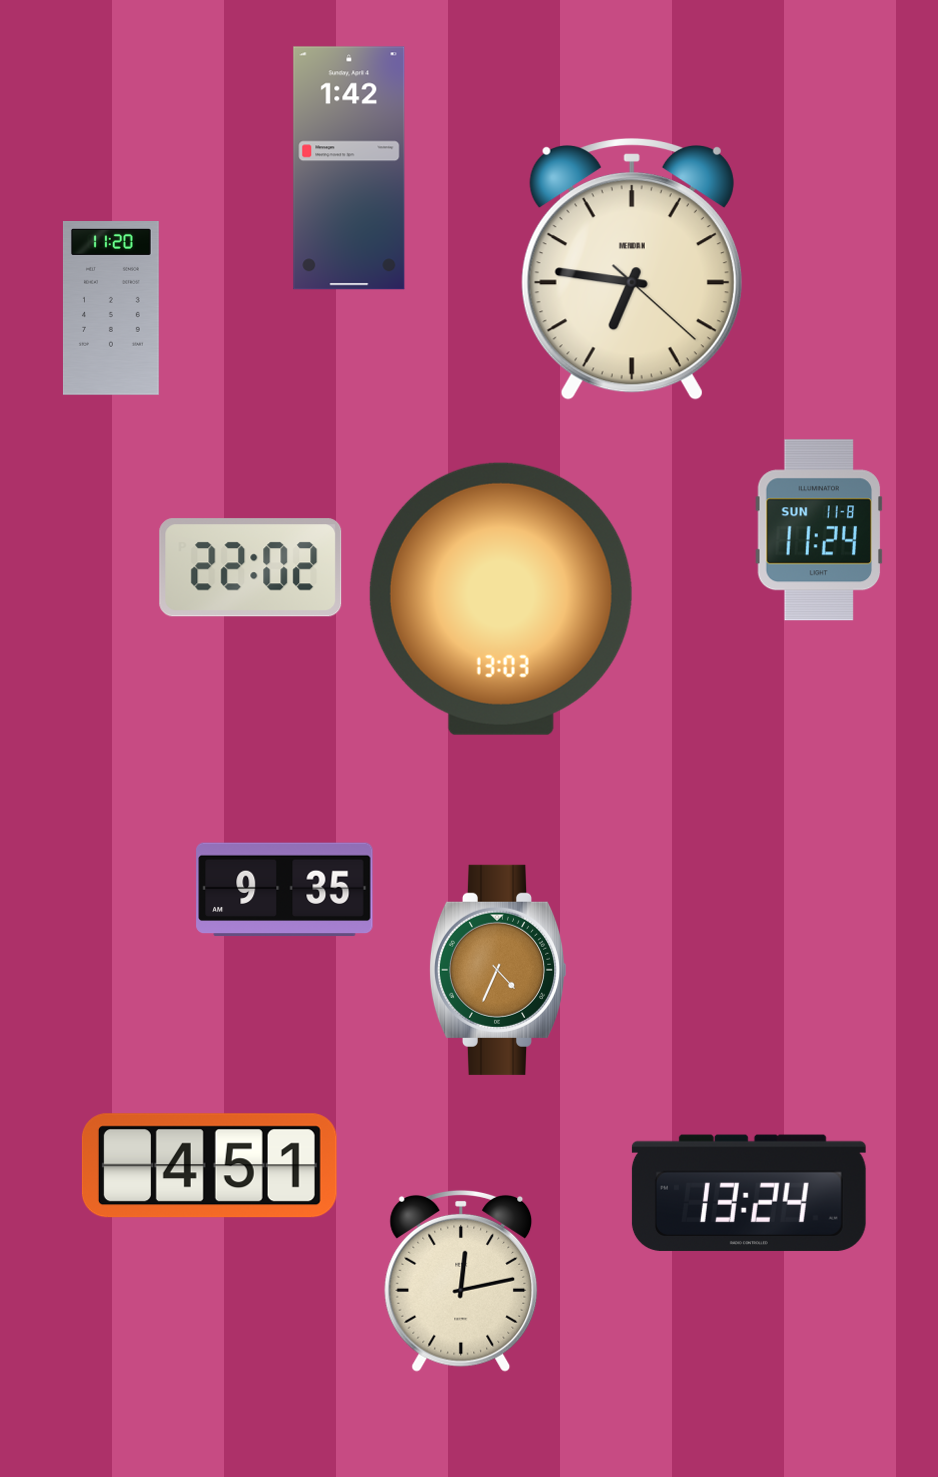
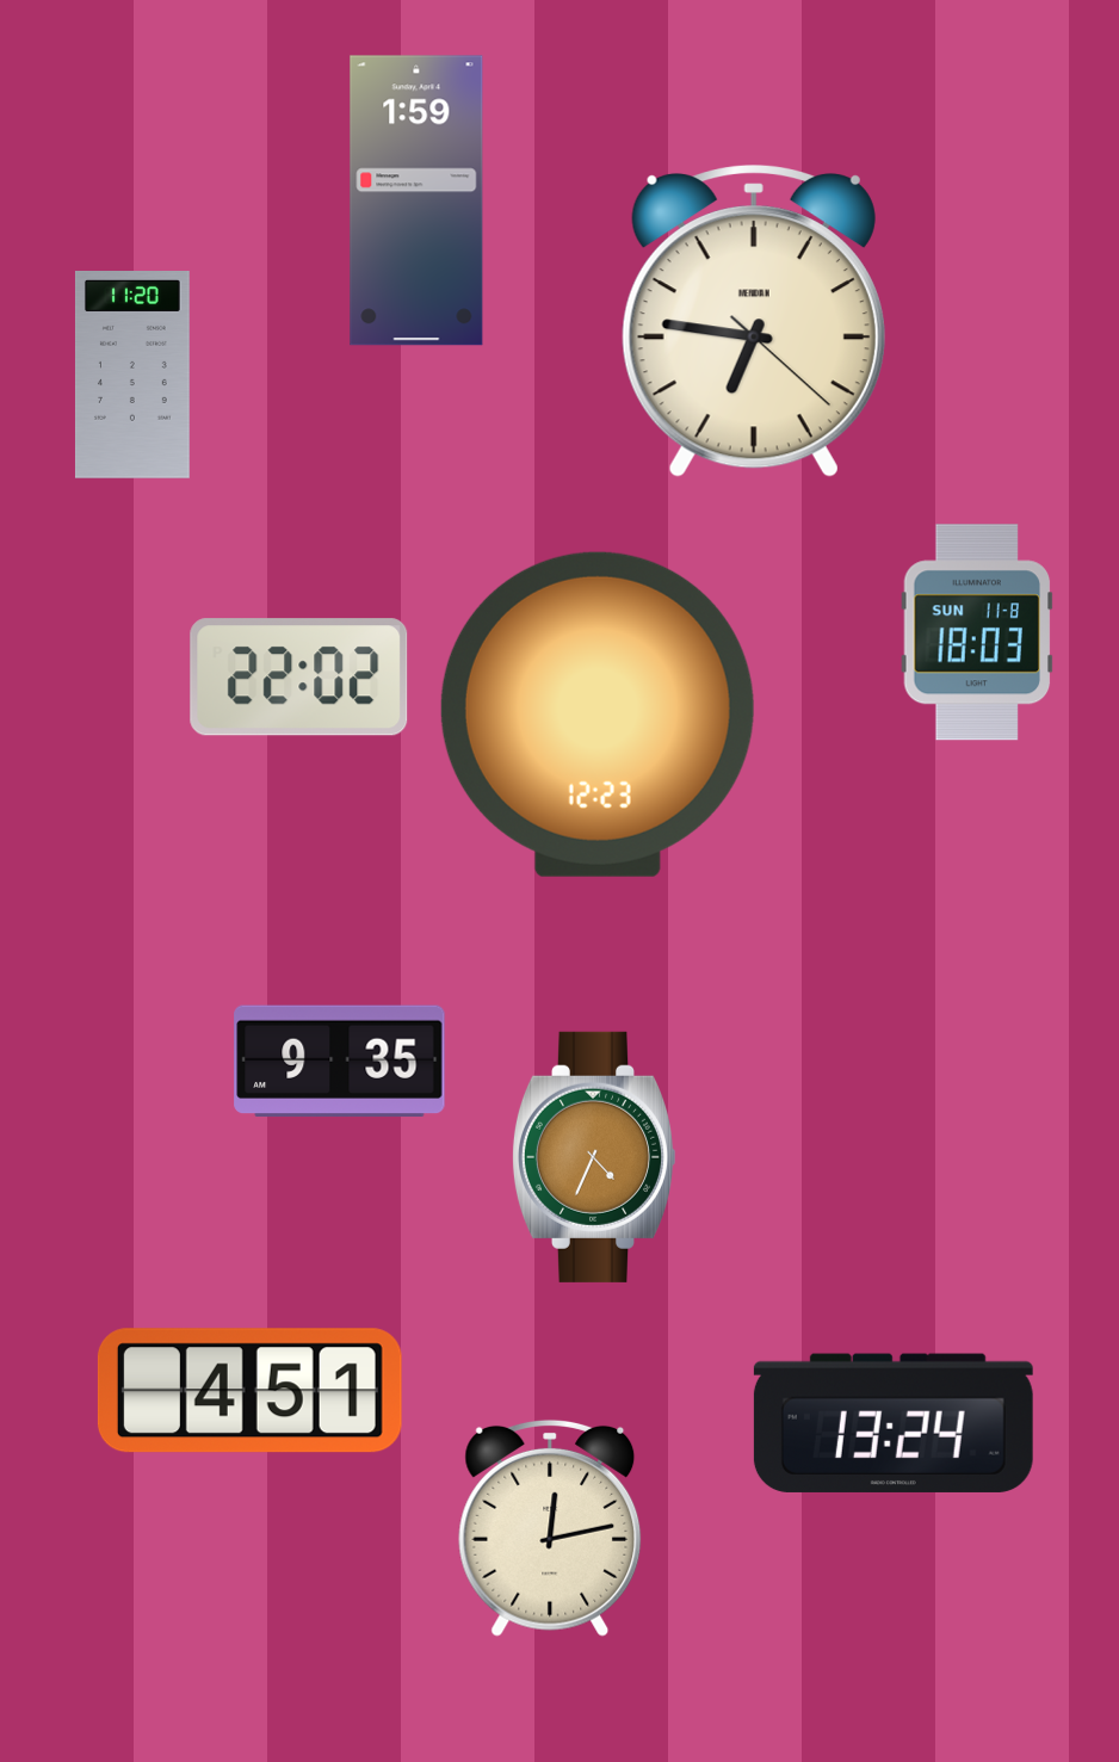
clock at (349, 168): 1:42 -> 1:59
clock at (111, 309) position: (111, 309) -> (132, 376)
clock at (819, 530): 11:24 -> 18:03
clock at (501, 599): 13:03 -> 12:23
